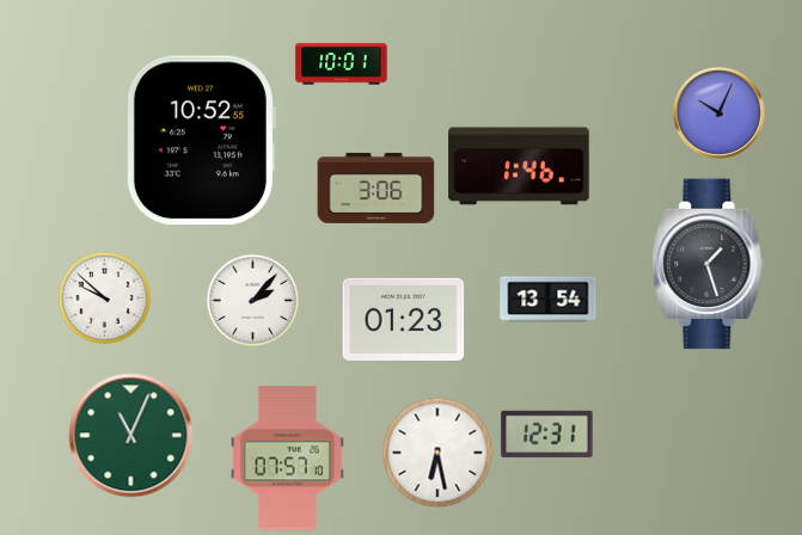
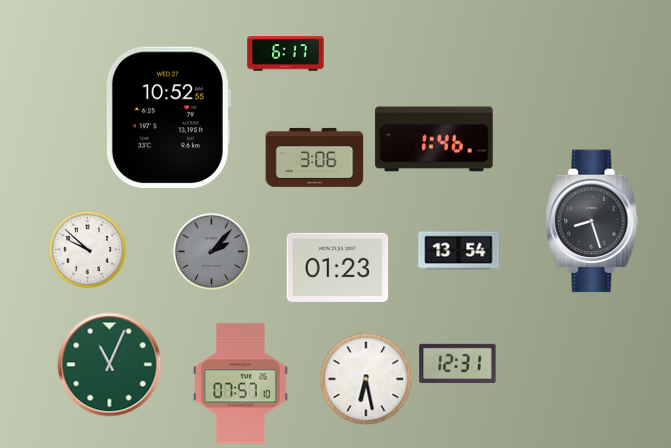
clock at (342, 64): 10:01 -> 6:17
clock at (718, 112): 10:04 -> none
clock at (708, 264): 1:27 -> 8:27
clock at (252, 300) dial: white -> grey
